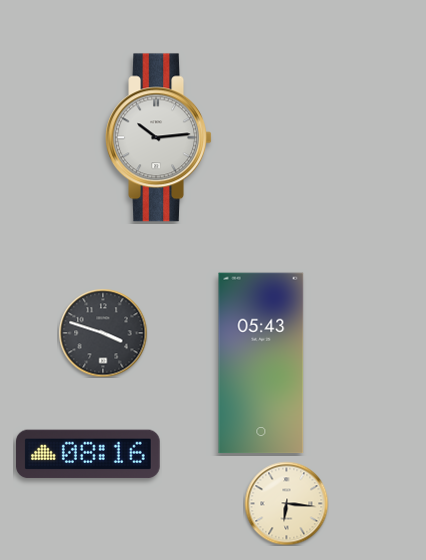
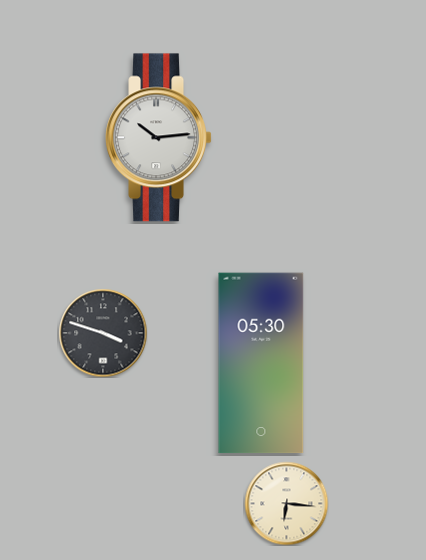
clock at (261, 363): 05:43 -> 05:30
clock at (89, 454): 08:16 -> none
